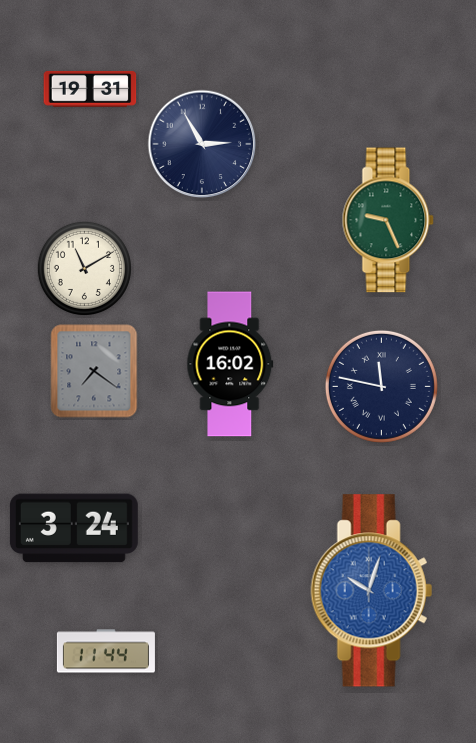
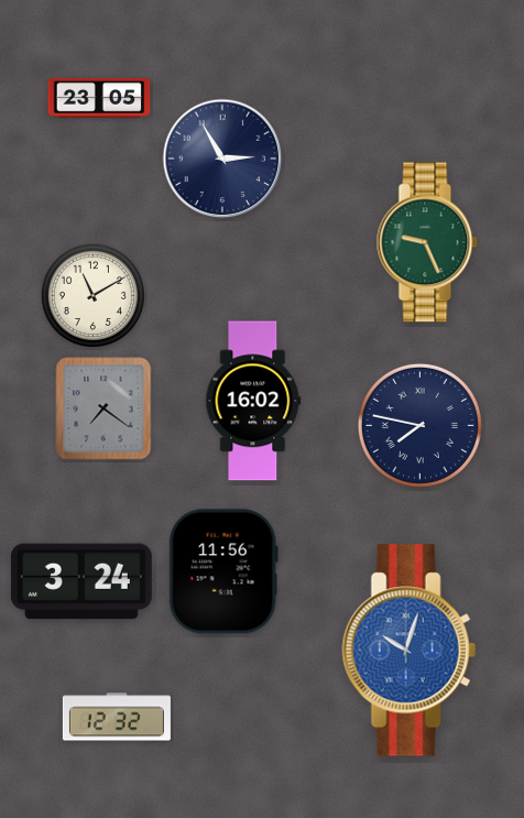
clock at (90, 89): 19:31 -> 23:05
clock at (381, 386): 11:47 -> 7:47
clock at (223, 571): none -> 11:56
clock at (106, 651): 11:44 -> 12:32
